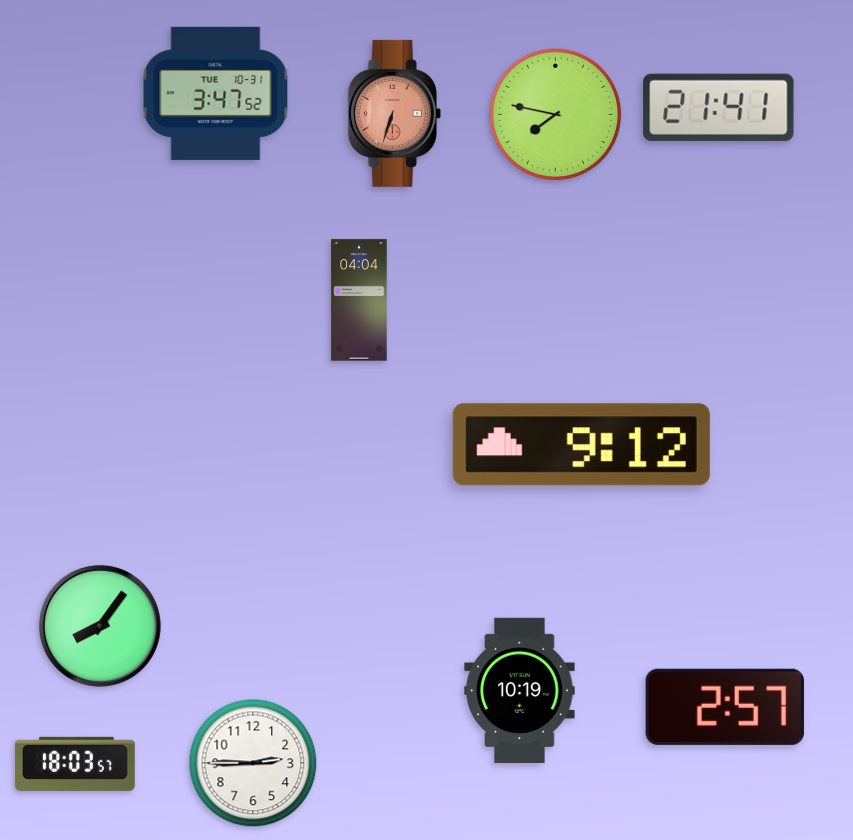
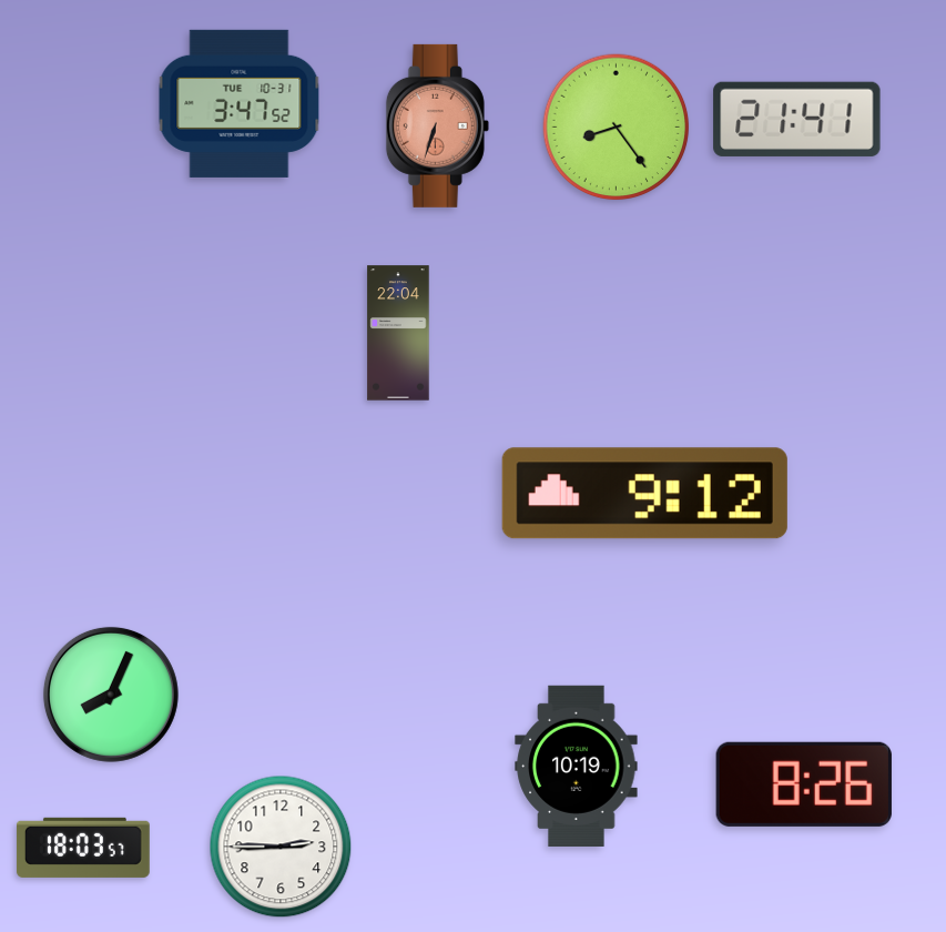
clock at (556, 115): 7:47 -> 8:24
clock at (359, 300): 04:04 -> 22:04
clock at (100, 626): 8:06 -> 8:04
clock at (725, 707): 2:57 -> 8:26
